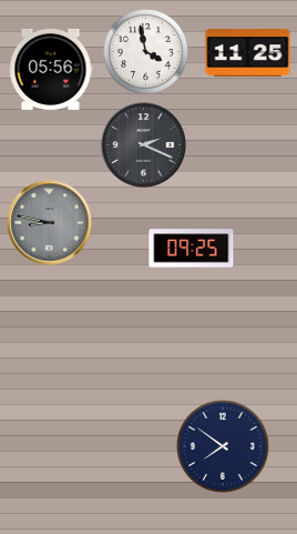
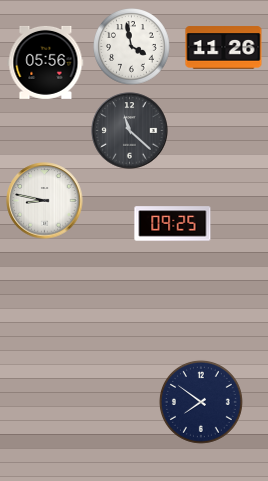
clock at (248, 53): 11:25 -> 11:26
clock at (144, 145): 2:19 -> 11:22
clock at (50, 223) dial: grey -> white
